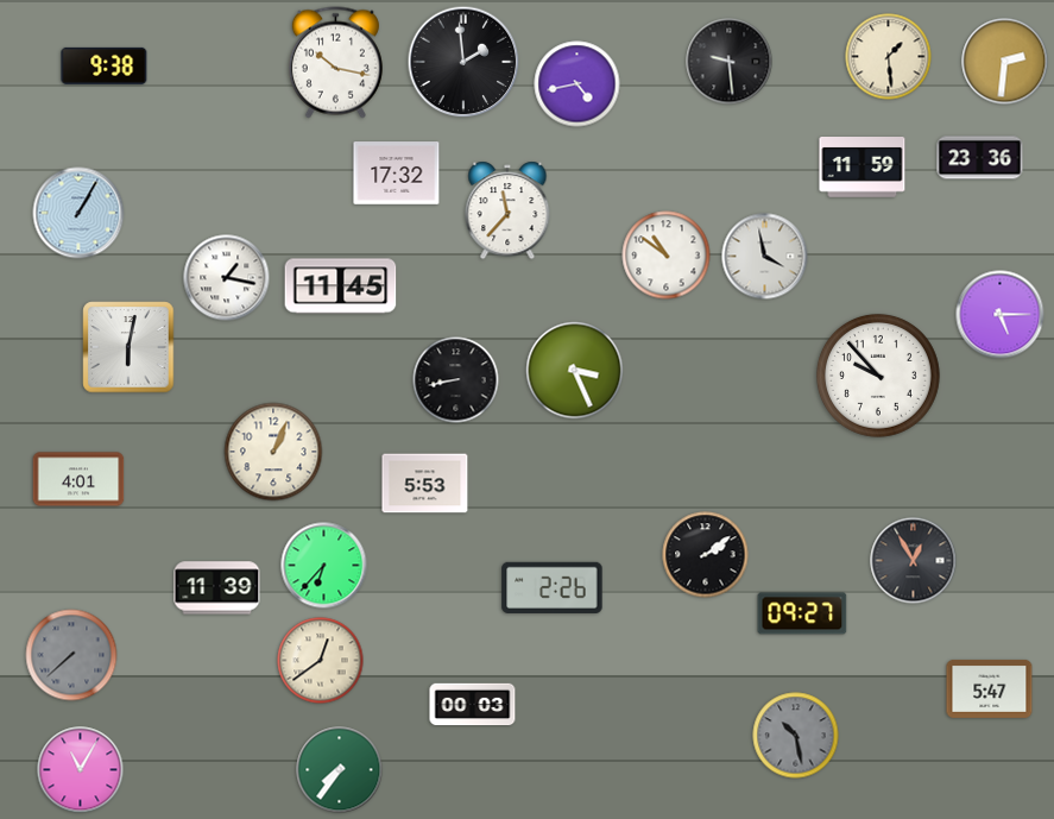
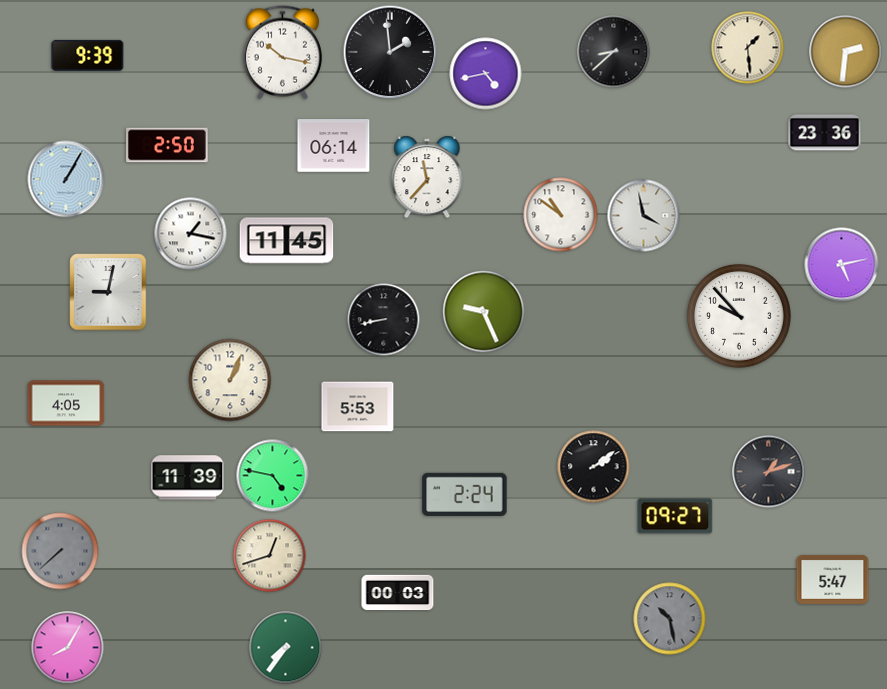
clock at (730, 62): 9:29 -> 8:38
clock at (105, 65): 9:38 -> 9:39
clock at (578, 84) position: (578, 84) -> (486, 74)
clock at (863, 168): 11:59 -> none
clock at (168, 145): none -> 2:50
clock at (397, 174): 17:32 -> 06:14
clock at (1001, 315): 5:15 -> 5:13
clock at (128, 347): 6:02 -> 9:02
clock at (575, 371): 3:26 -> 9:26
clock at (78, 479): 4:01 -> 4:05
clock at (914, 561): 12:55 -> 1:12
clock at (324, 566): 6:37 -> 4:47
clock at (553, 587): 2:26 -> 2:24
clock at (217, 588) position: (217, 588) -> (188, 478)
clock at (321, 661): 12:39 -> 12:42
clock at (81, 770): 11:05 -> 8:05
